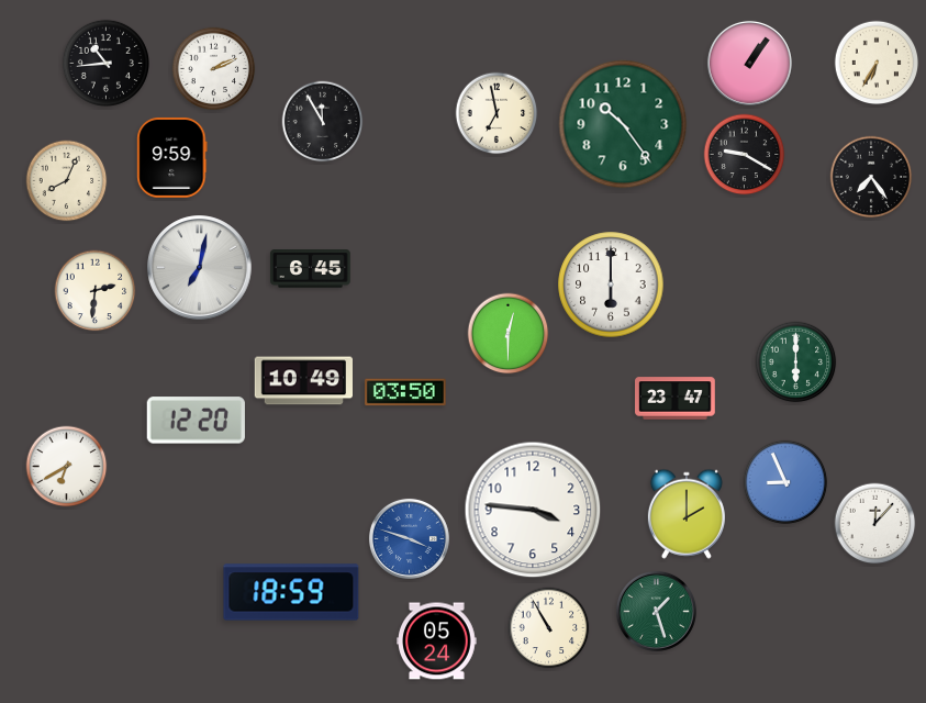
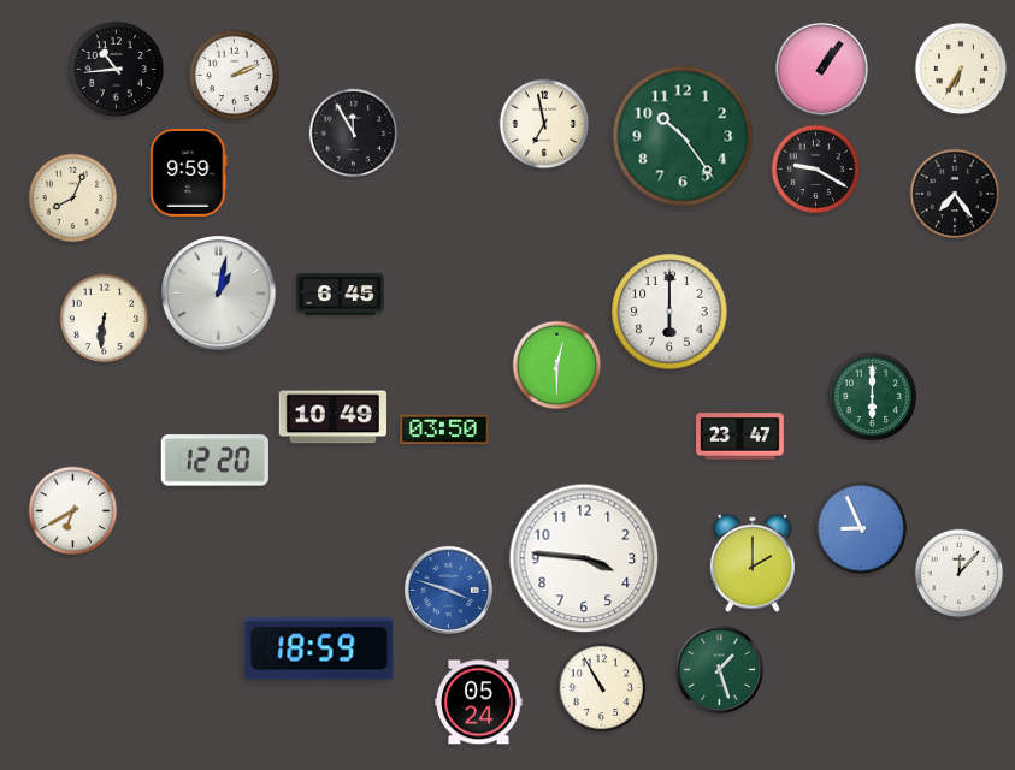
clock at (200, 268): 7:02 -> 1:02
clock at (96, 291): 2:31 -> 6:31
